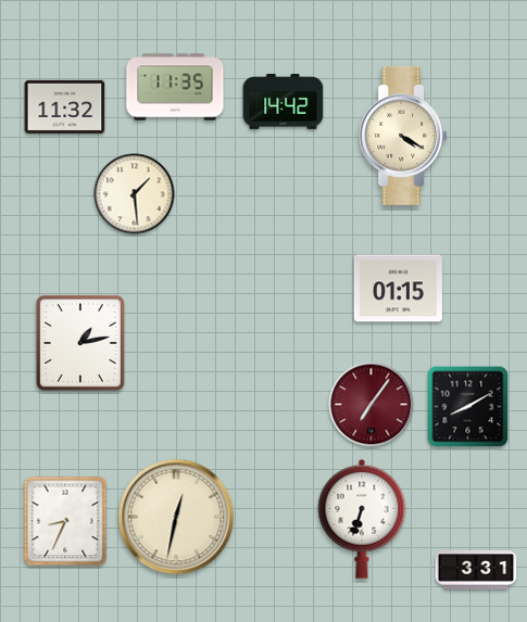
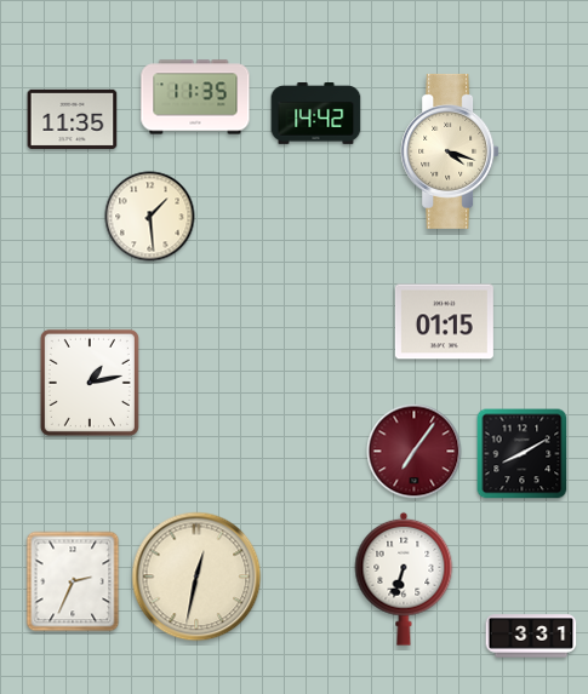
clock at (65, 106): 11:32 -> 11:35
clock at (403, 136): 4:20 -> 4:18
clock at (65, 521): 8:34 -> 2:34
